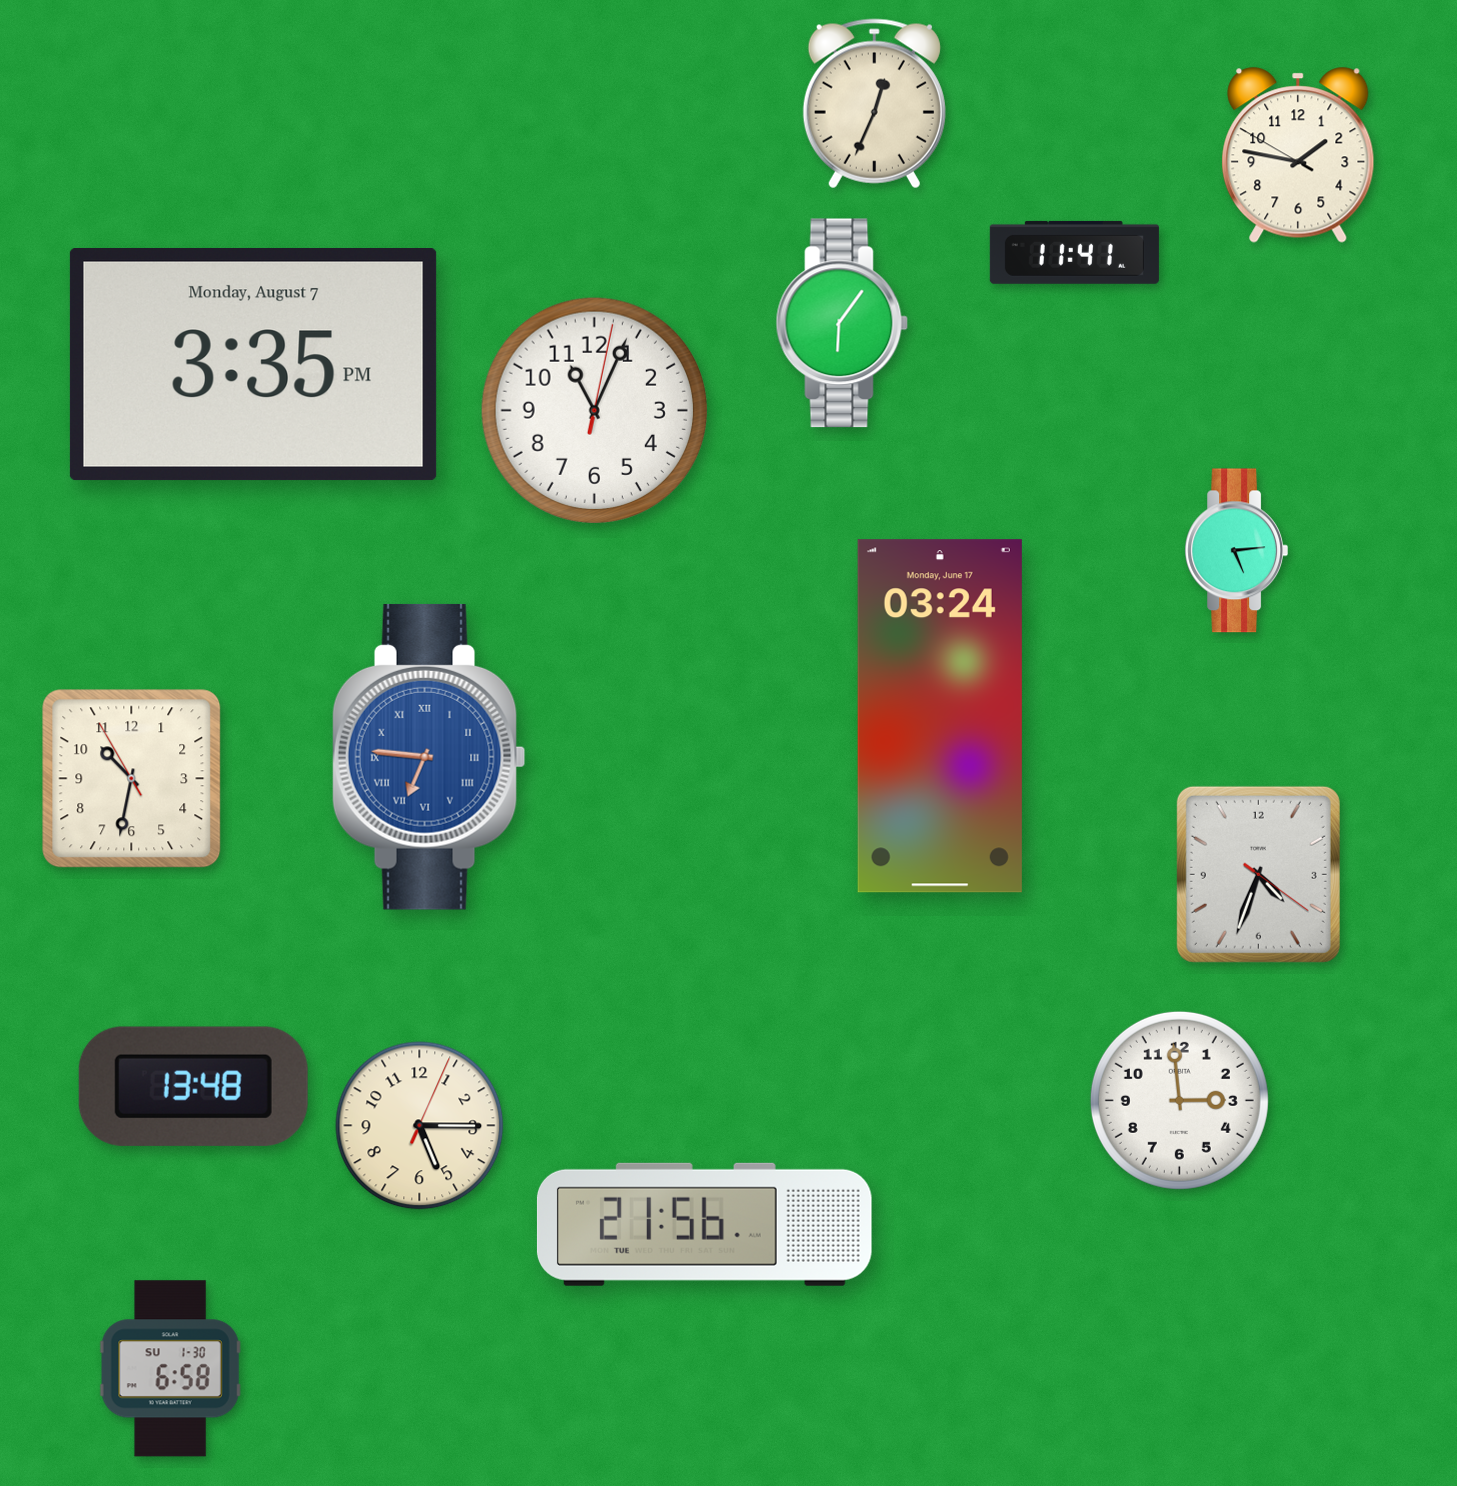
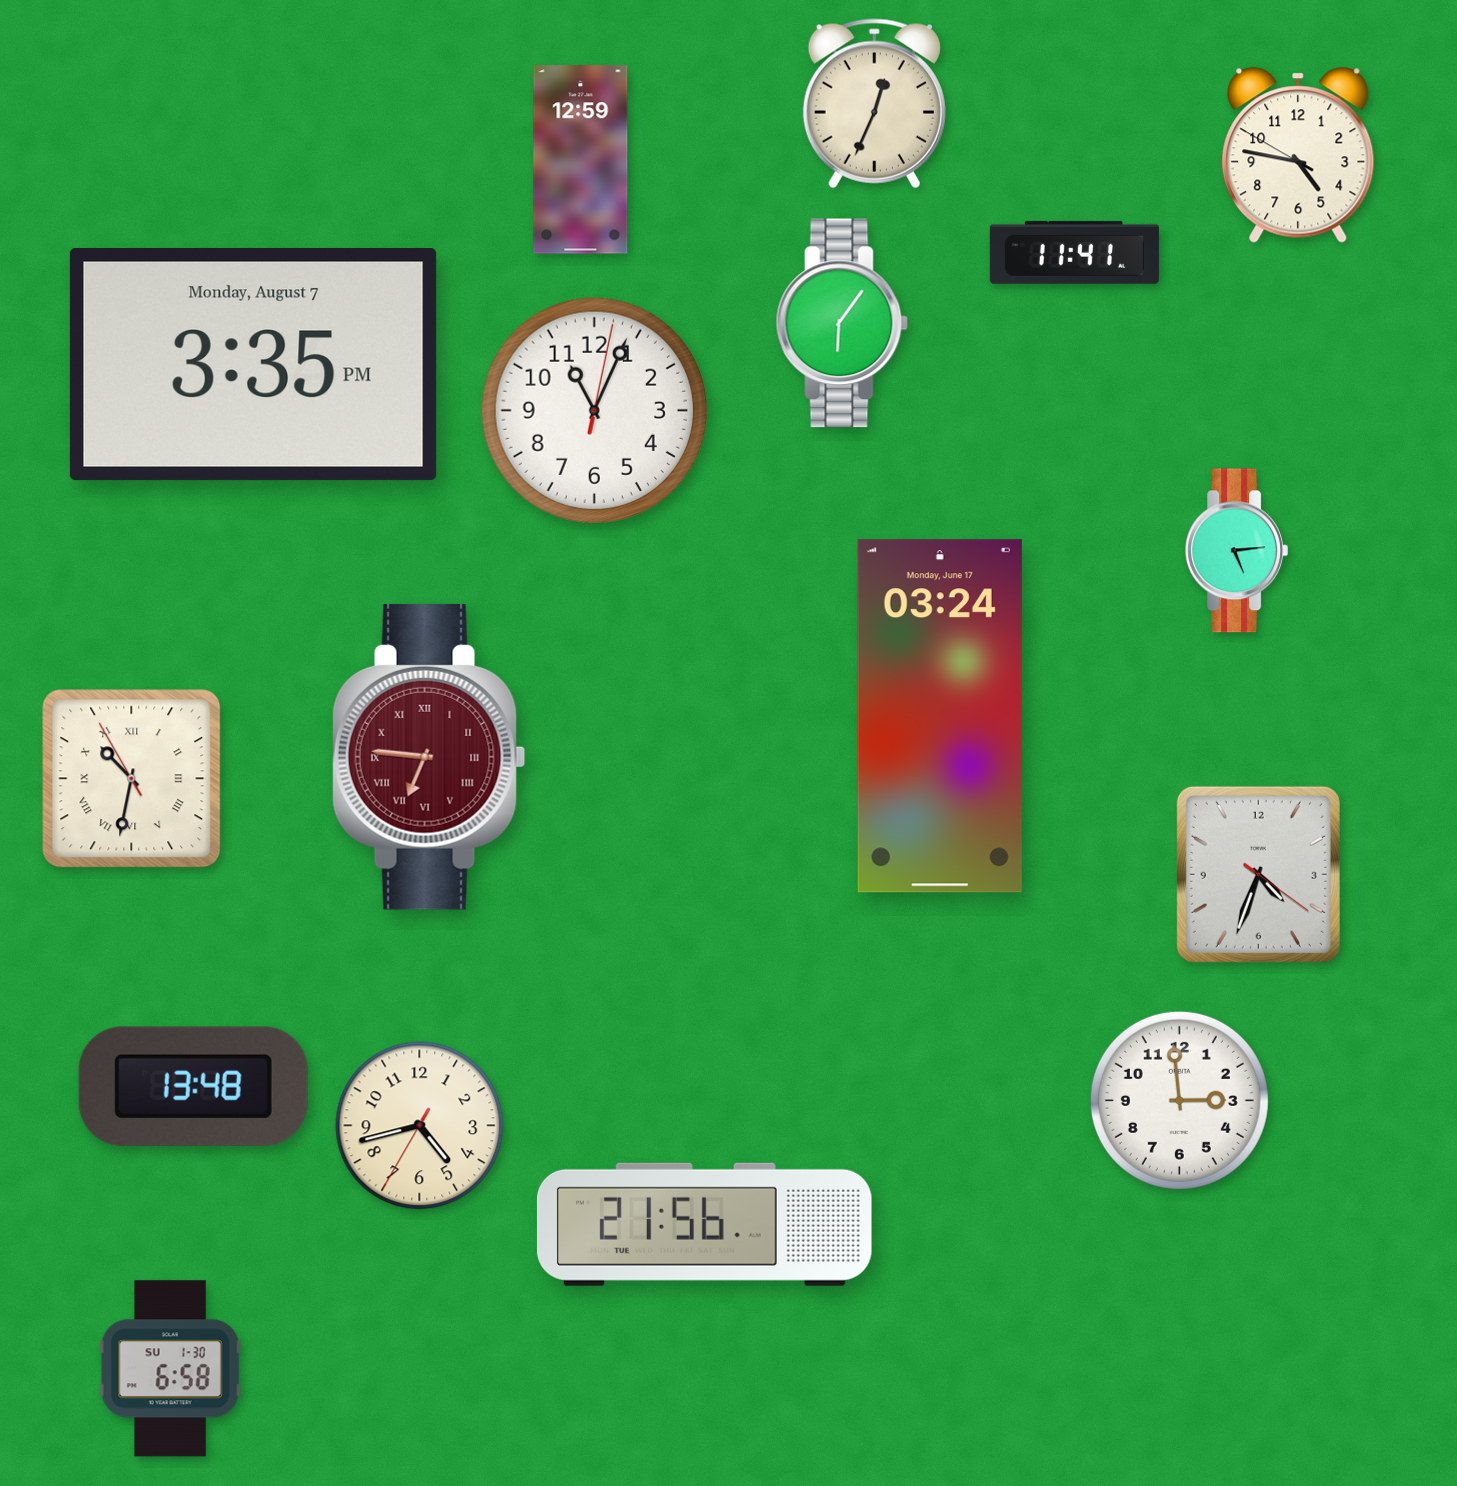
clock at (1298, 155): 1:46 -> 4:46
clock at (581, 160): none -> 12:59
clock at (429, 757) dial: blue -> burgundy
clock at (132, 779) numerals: Arabic -> Roman
clock at (420, 1126): 5:15 -> 4:42
